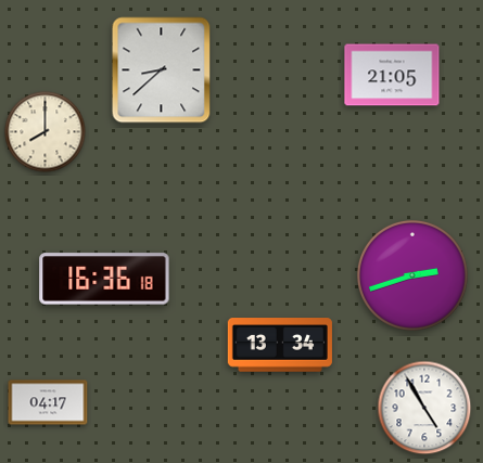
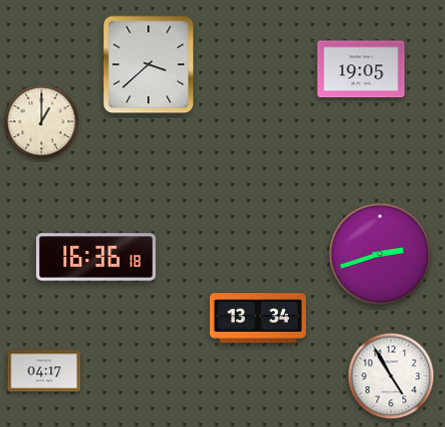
clock at (162, 70): 8:38 -> 3:38
clock at (392, 75): 21:05 -> 19:05
clock at (46, 132): 8:00 -> 1:00
